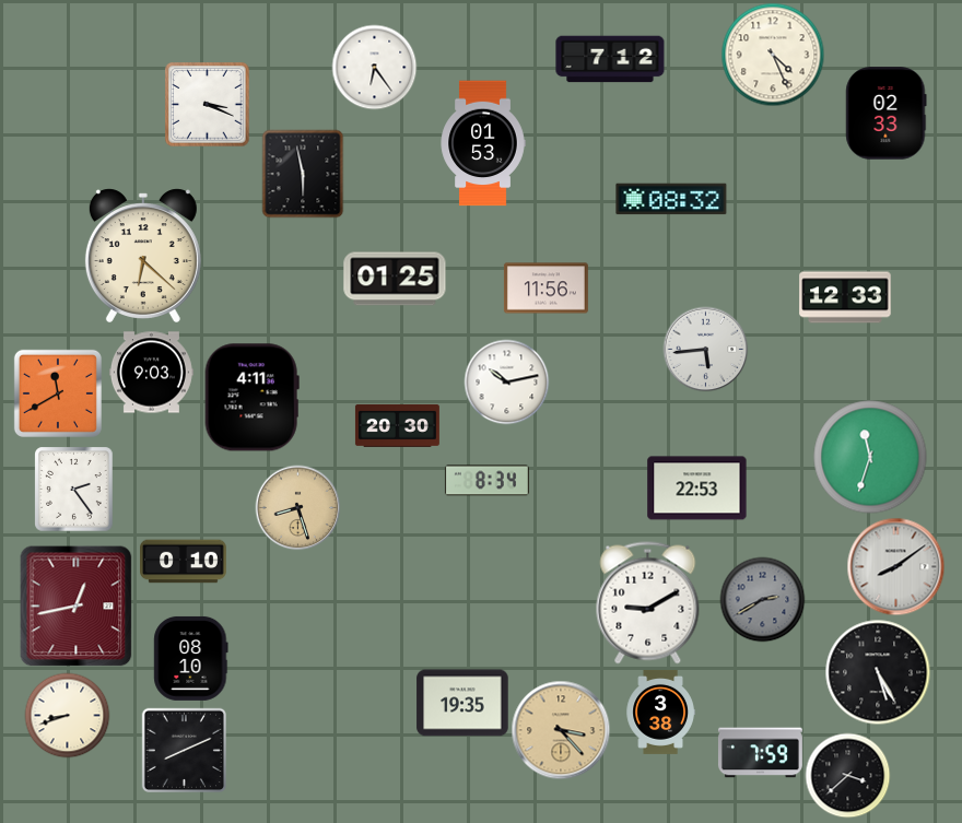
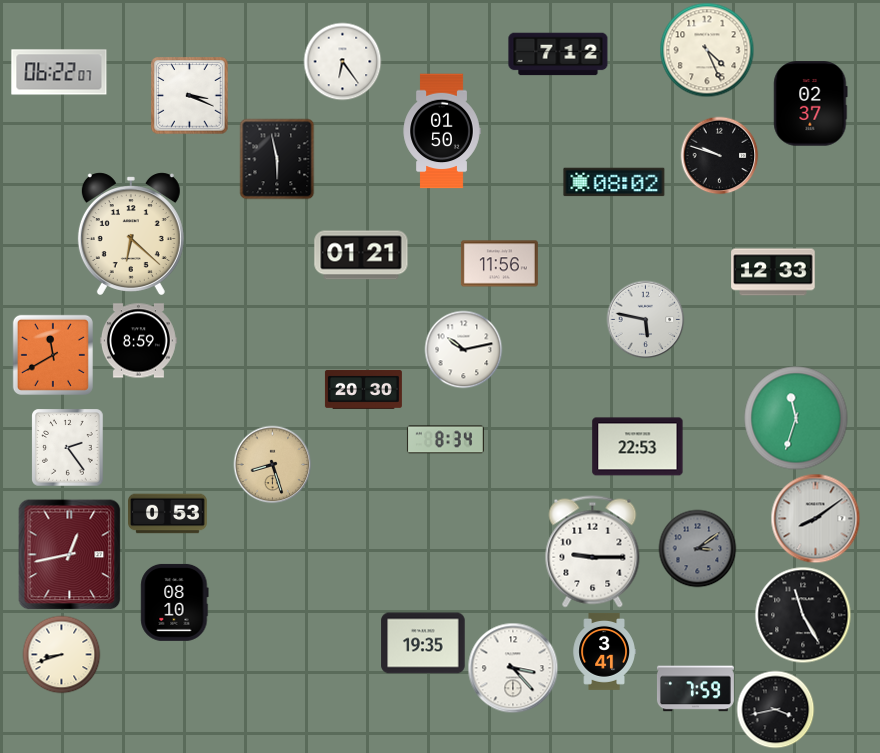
clock at (59, 72): none -> 06:22
clock at (887, 114): 02:33 -> 02:37
clock at (483, 143): 01:53 -> 01:50
clock at (719, 155): none -> 9:48
clock at (671, 199): 08:32 -> 08:02
clock at (395, 279): 01:25 -> 01:21
clock at (705, 349): 5:44 -> 5:47
clock at (151, 373): 9:03 -> 8:59
clock at (58, 393) position: (58, 393) -> (53, 355)
clock at (251, 398): 4:11 -> none
clock at (184, 562): 0:10 -> 0:53
clock at (895, 566) position: (895, 566) -> (815, 518)
clock at (762, 599): 2:40 -> 3:09
clock at (648, 603): 9:10 -> 9:15
clock at (878, 672): 5:25 -> 11:25
clock at (660, 712): 3:38 -> 3:41
clock at (561, 730) dial: champagne -> white
clock at (184, 750): 8:11 -> none
clock at (847, 775): 3:38 -> 3:43
